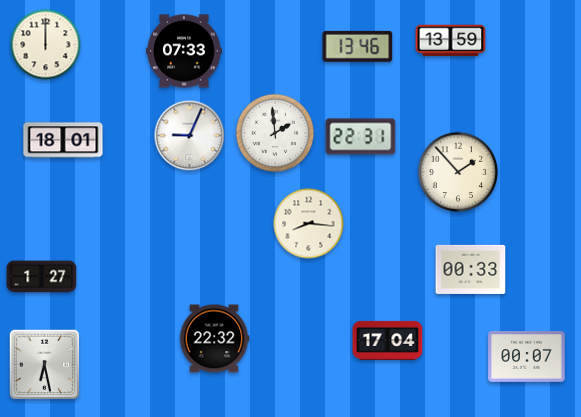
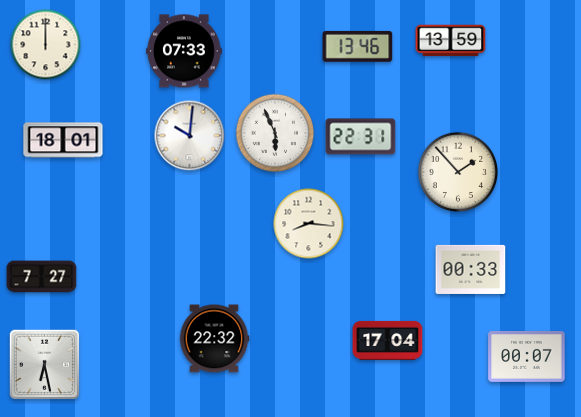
clock at (275, 133): 1:59 -> 5:56
clock at (190, 136): 9:04 -> 10:01
clock at (42, 277): 1:27 -> 7:27
